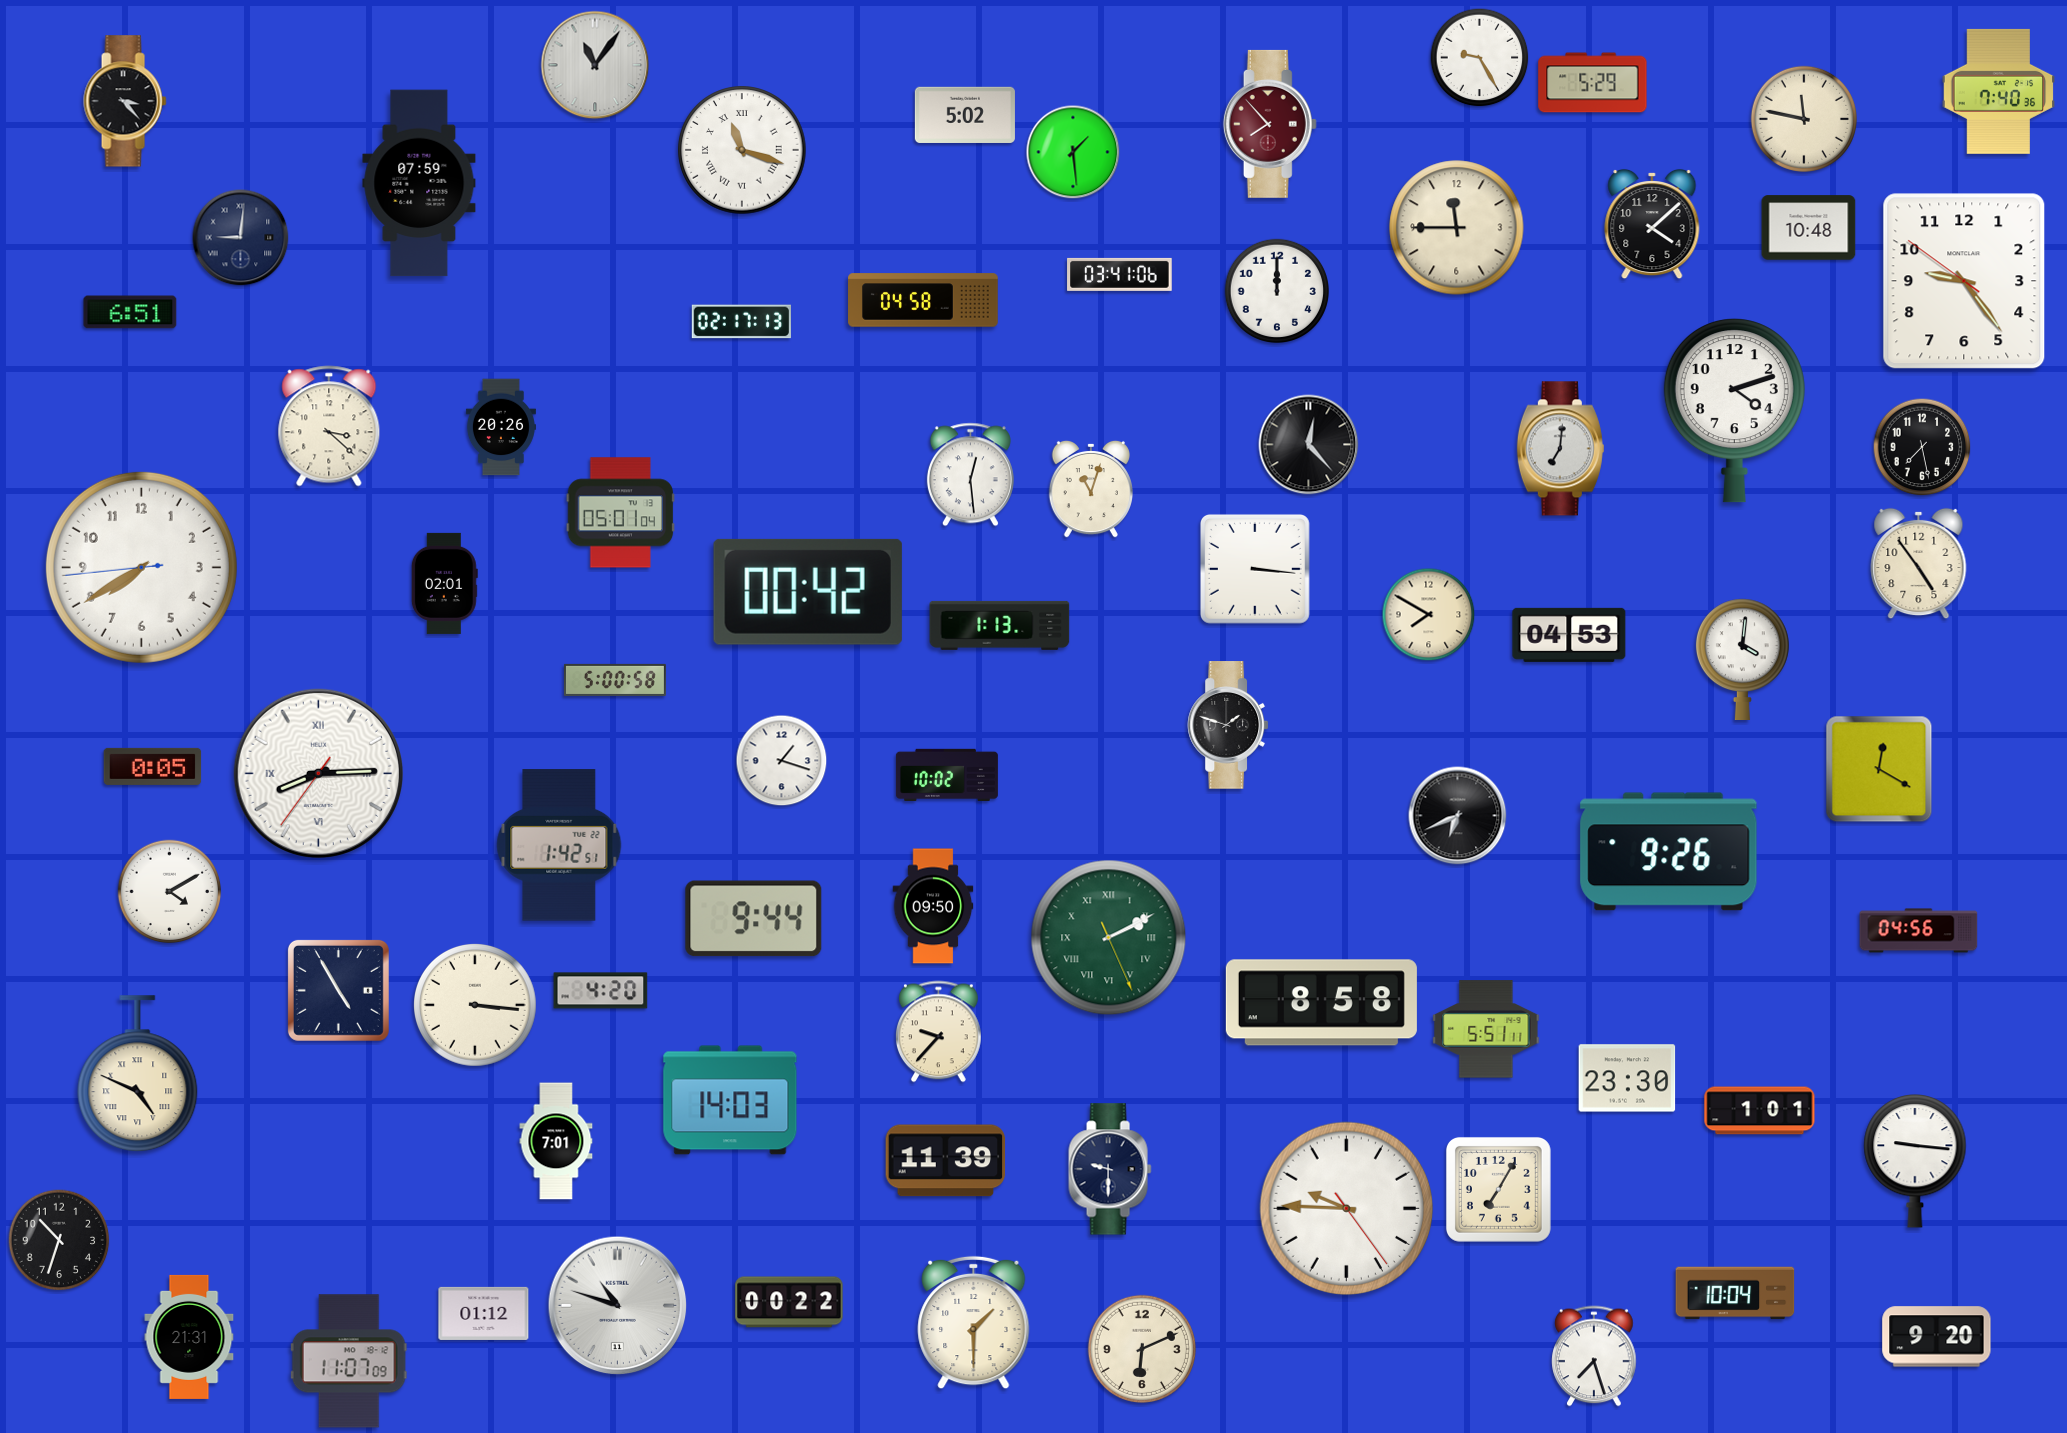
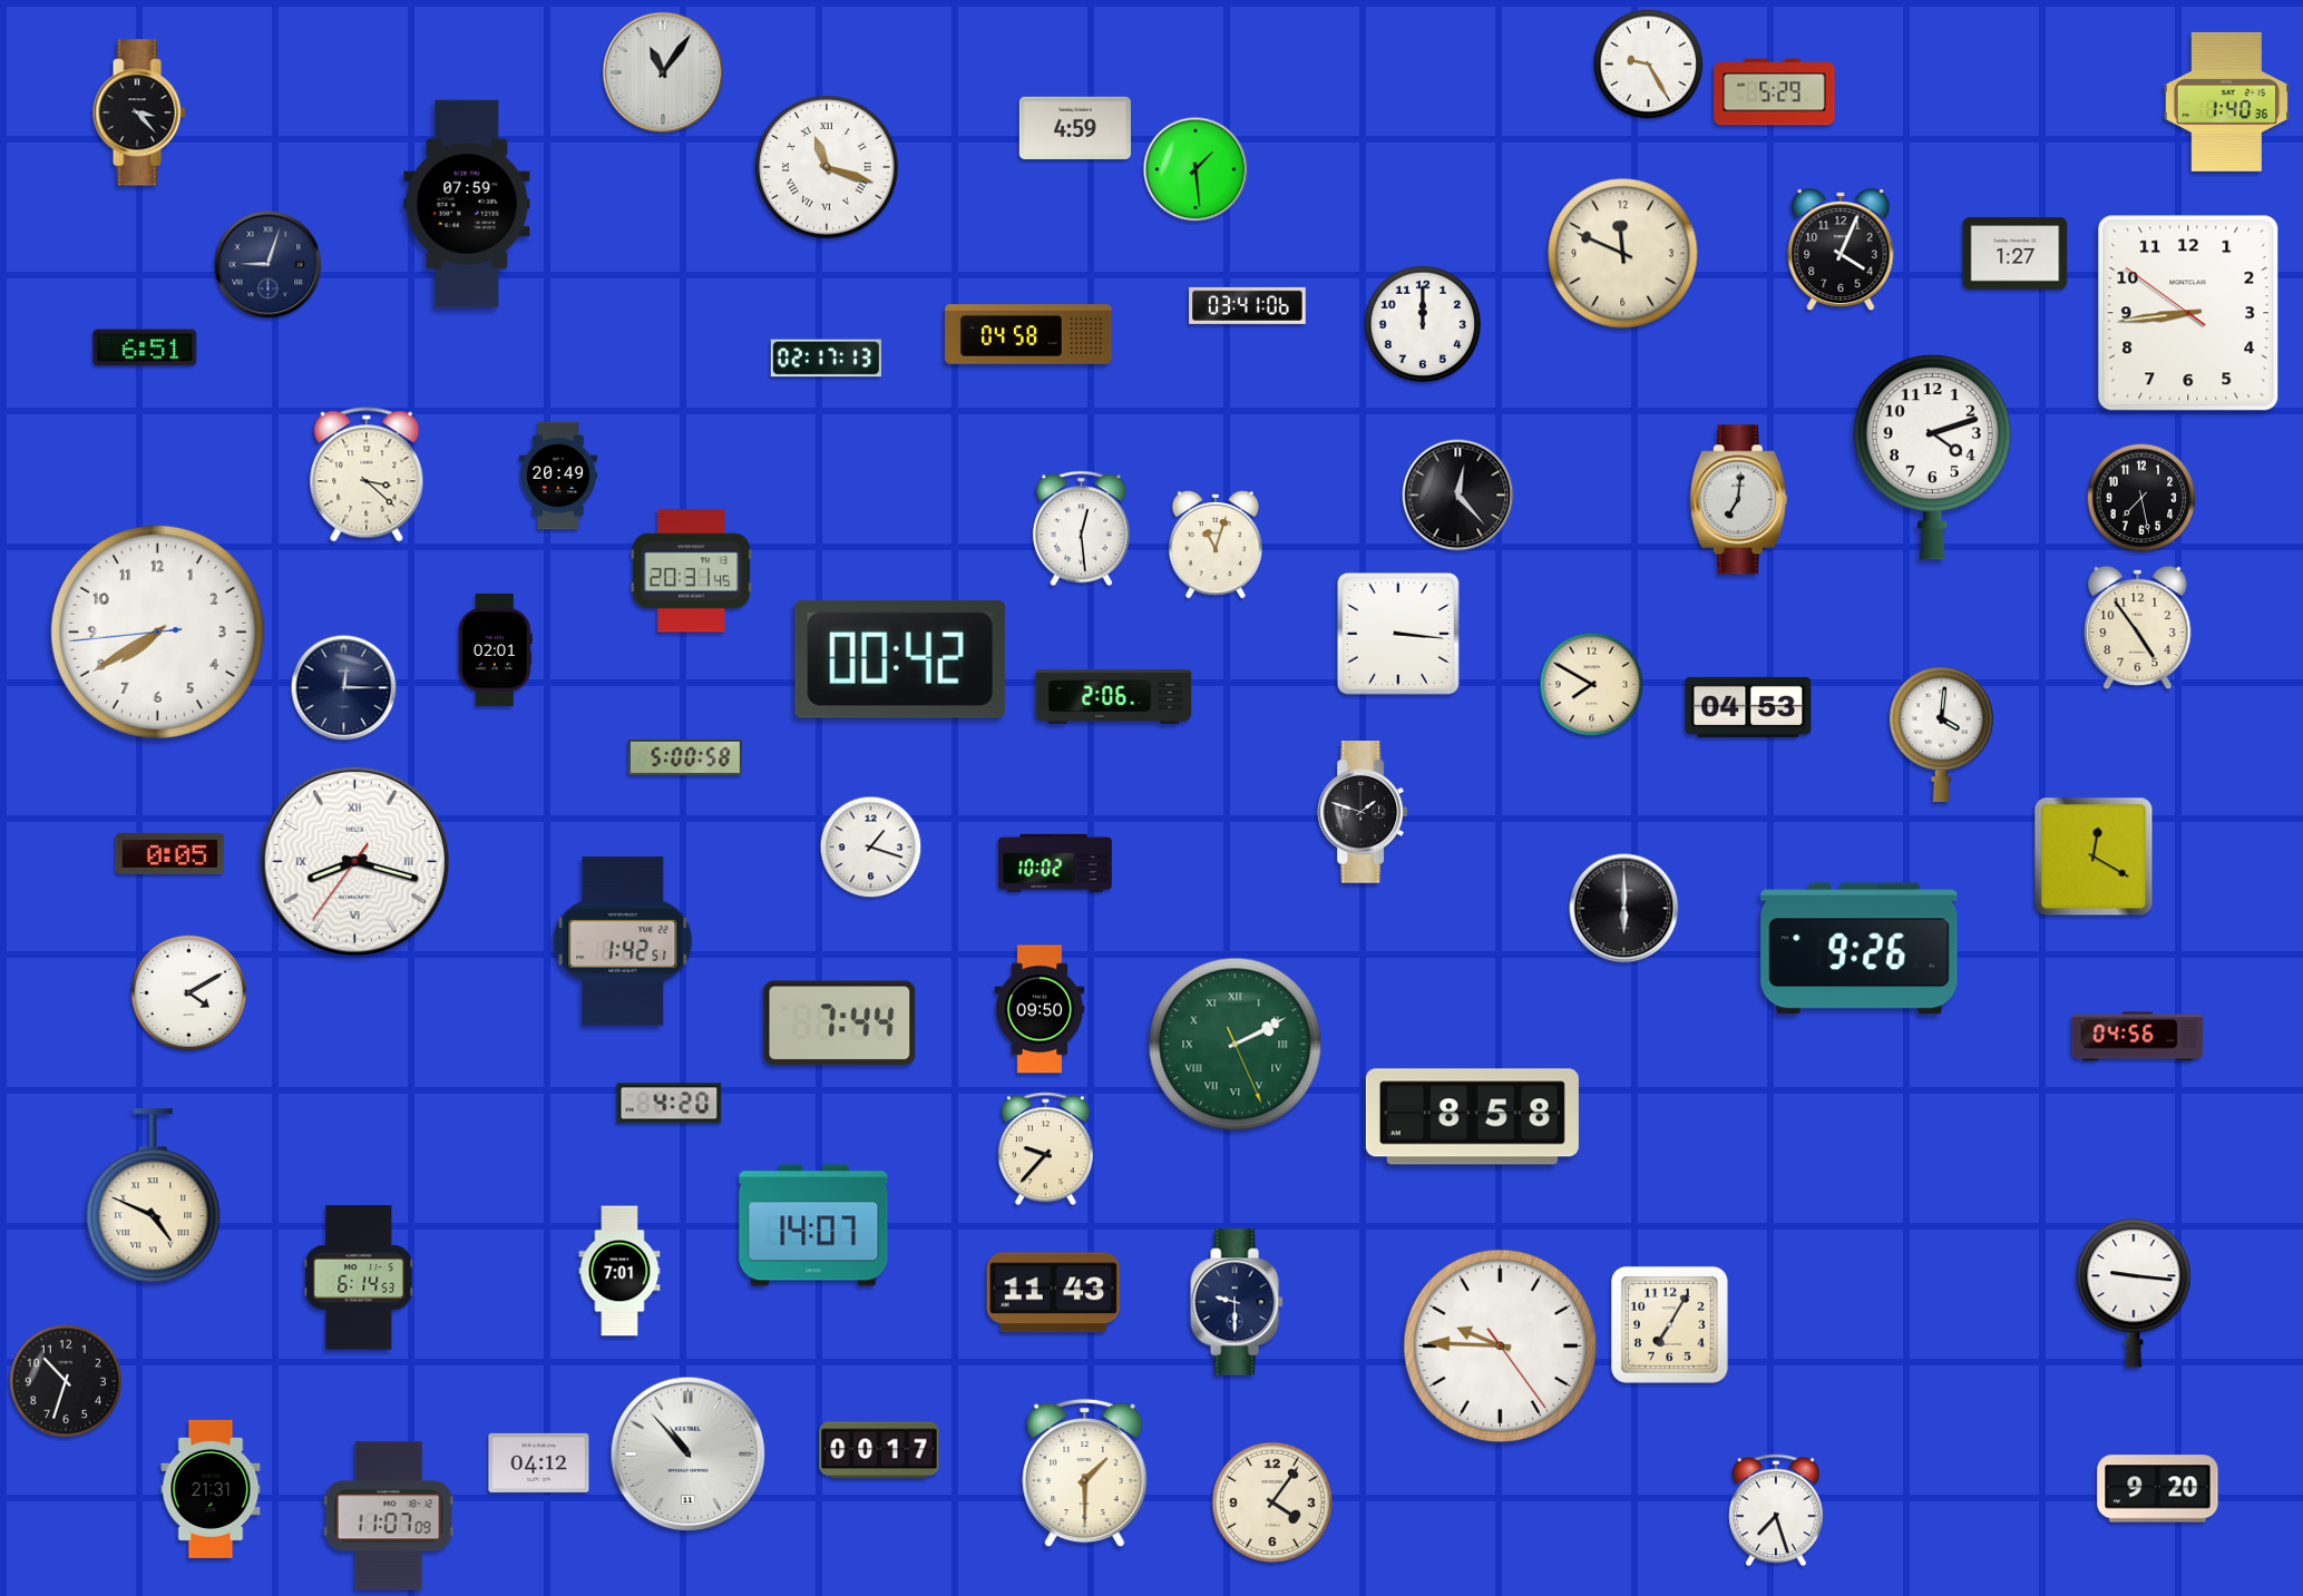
clock at (1999, 91): 7:40 -> 1:40
clock at (965, 114): 5:02 -> 4:59
clock at (1803, 118): 11:47 -> none
clock at (1270, 124): 7:53 -> none
clock at (1652, 224): 4:08 -> 4:04
clock at (1457, 228): 11:45 -> 11:49
clock at (1809, 228): 10:48 -> 1:27
clock at (241, 238): 9:01 -> 9:03
clock at (1964, 281): 9:23 -> 8:43
clock at (501, 427): 20:26 -> 20:49
clock at (621, 513): 05:01 -> 20:31
clock at (344, 688): none -> 12:15
clock at (1000, 625): 1:13 -> 2:06
clock at (1228, 725) position: (1228, 725) -> (1363, 812)
clock at (318, 773): 8:14 -> 8:17
clock at (1458, 816): 6:41 -> 6:00
clock at (754, 919): 9:44 -> 7:44
clock at (338, 990): 4:55 -> none
clock at (476, 1006): 3:16 -> none
clock at (1486, 1029): 5:51 -> none
clock at (1627, 1078): 23:30 -> none
clock at (730, 1100): 14:03 -> 14:07
clock at (1760, 1111): 1:01 -> none
clock at (359, 1277): none -> 6:14
clock at (946, 1161): 11:39 -> 11:43
clock at (1735, 1293): 10:04 -> none
clock at (789, 1302): 00:22 -> 00:17
clock at (618, 1306): 10:48 -> 10:53
clock at (484, 1313): 01:12 -> 04:12
clock at (1142, 1349): 6:11 -> 4:06
